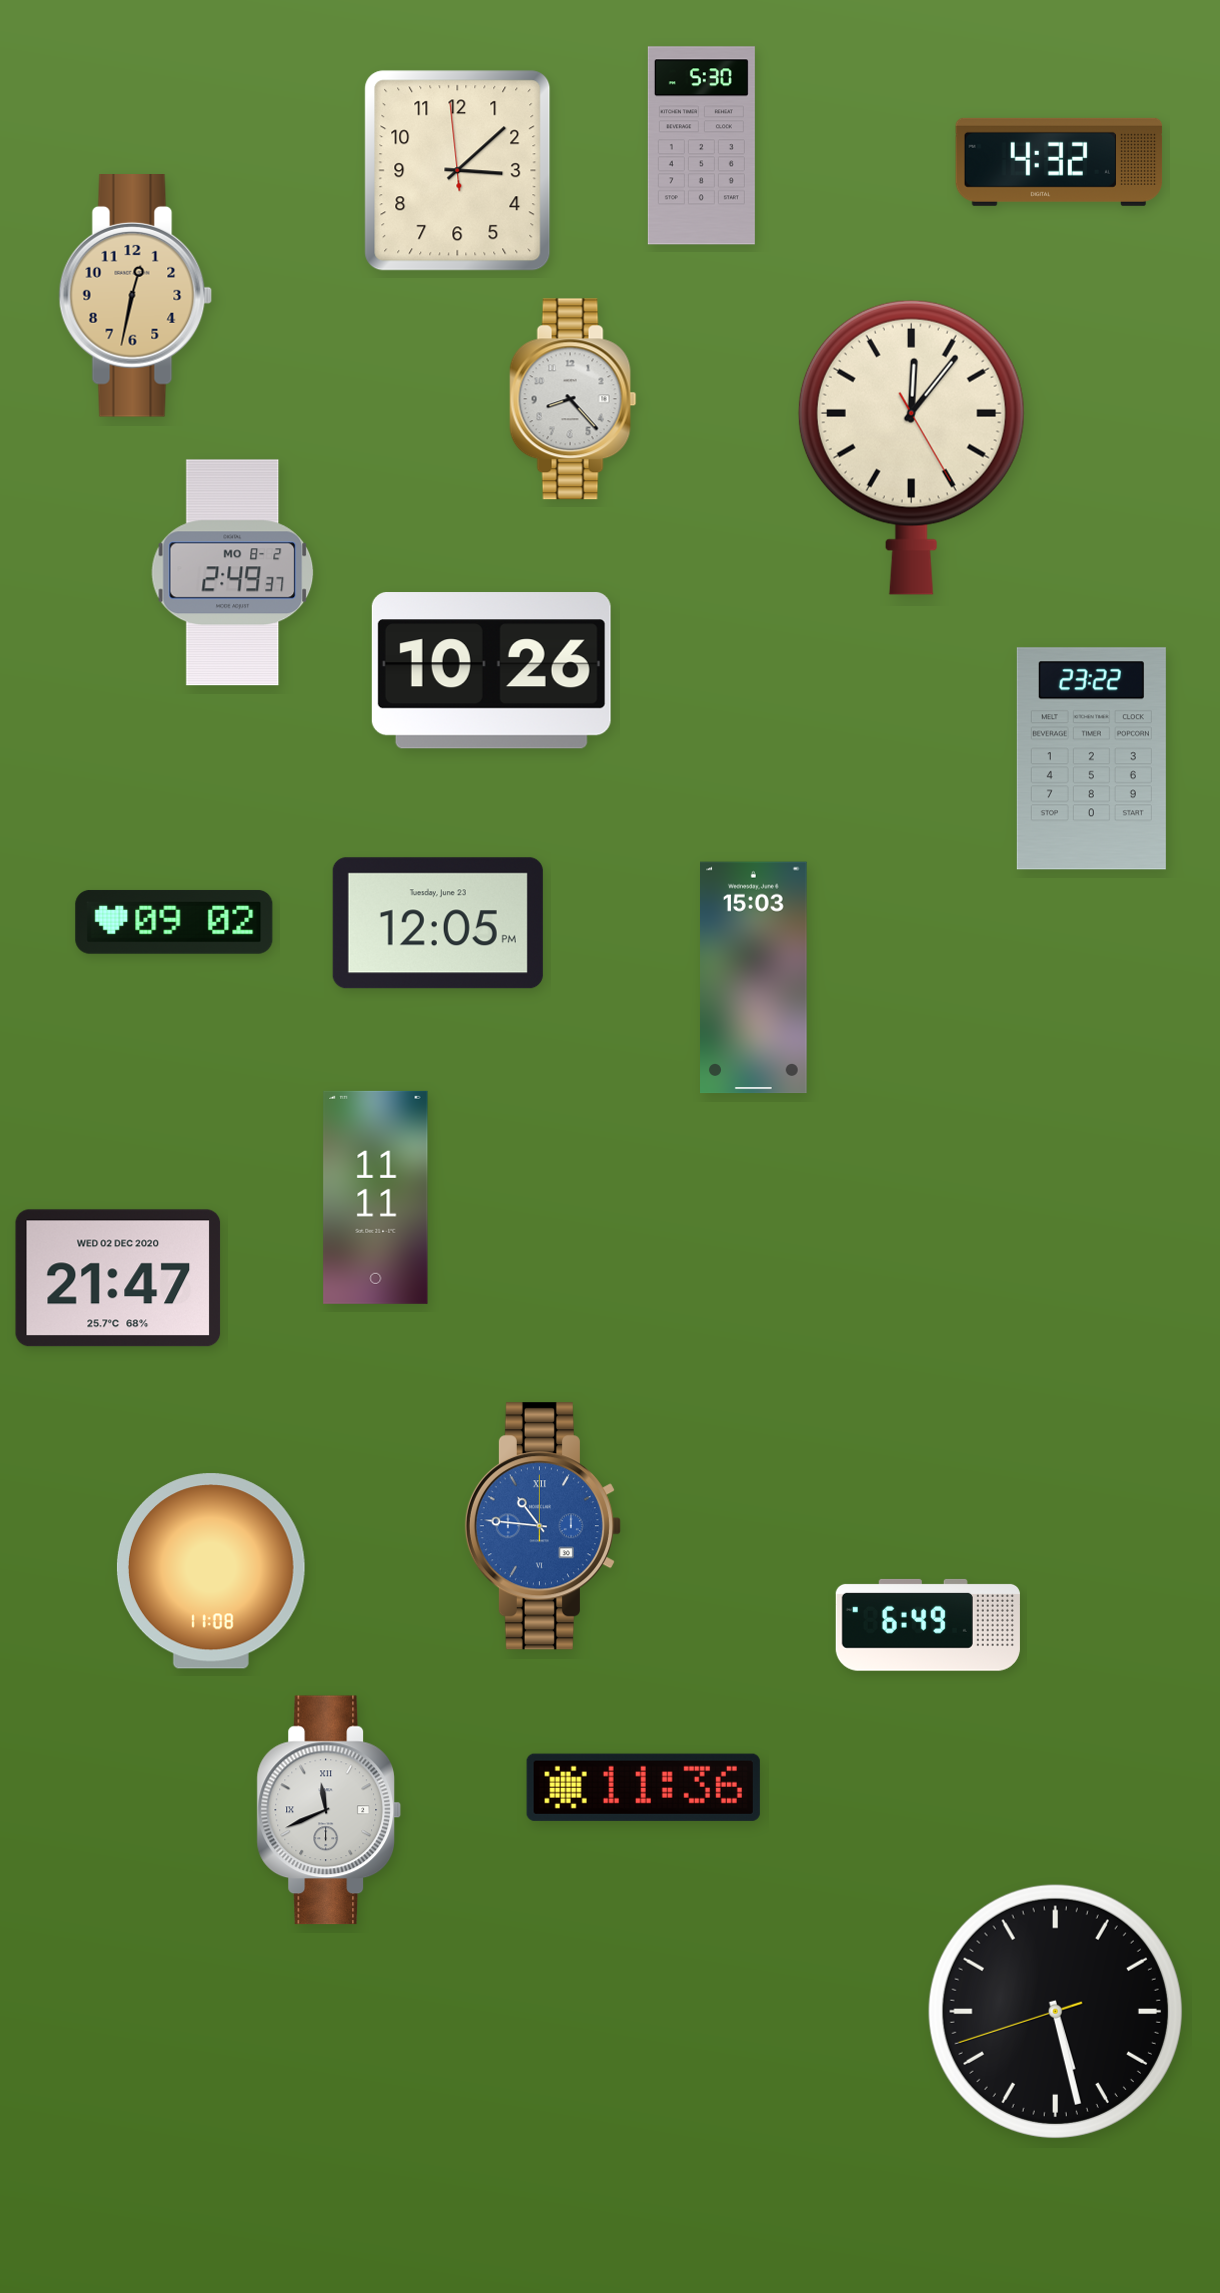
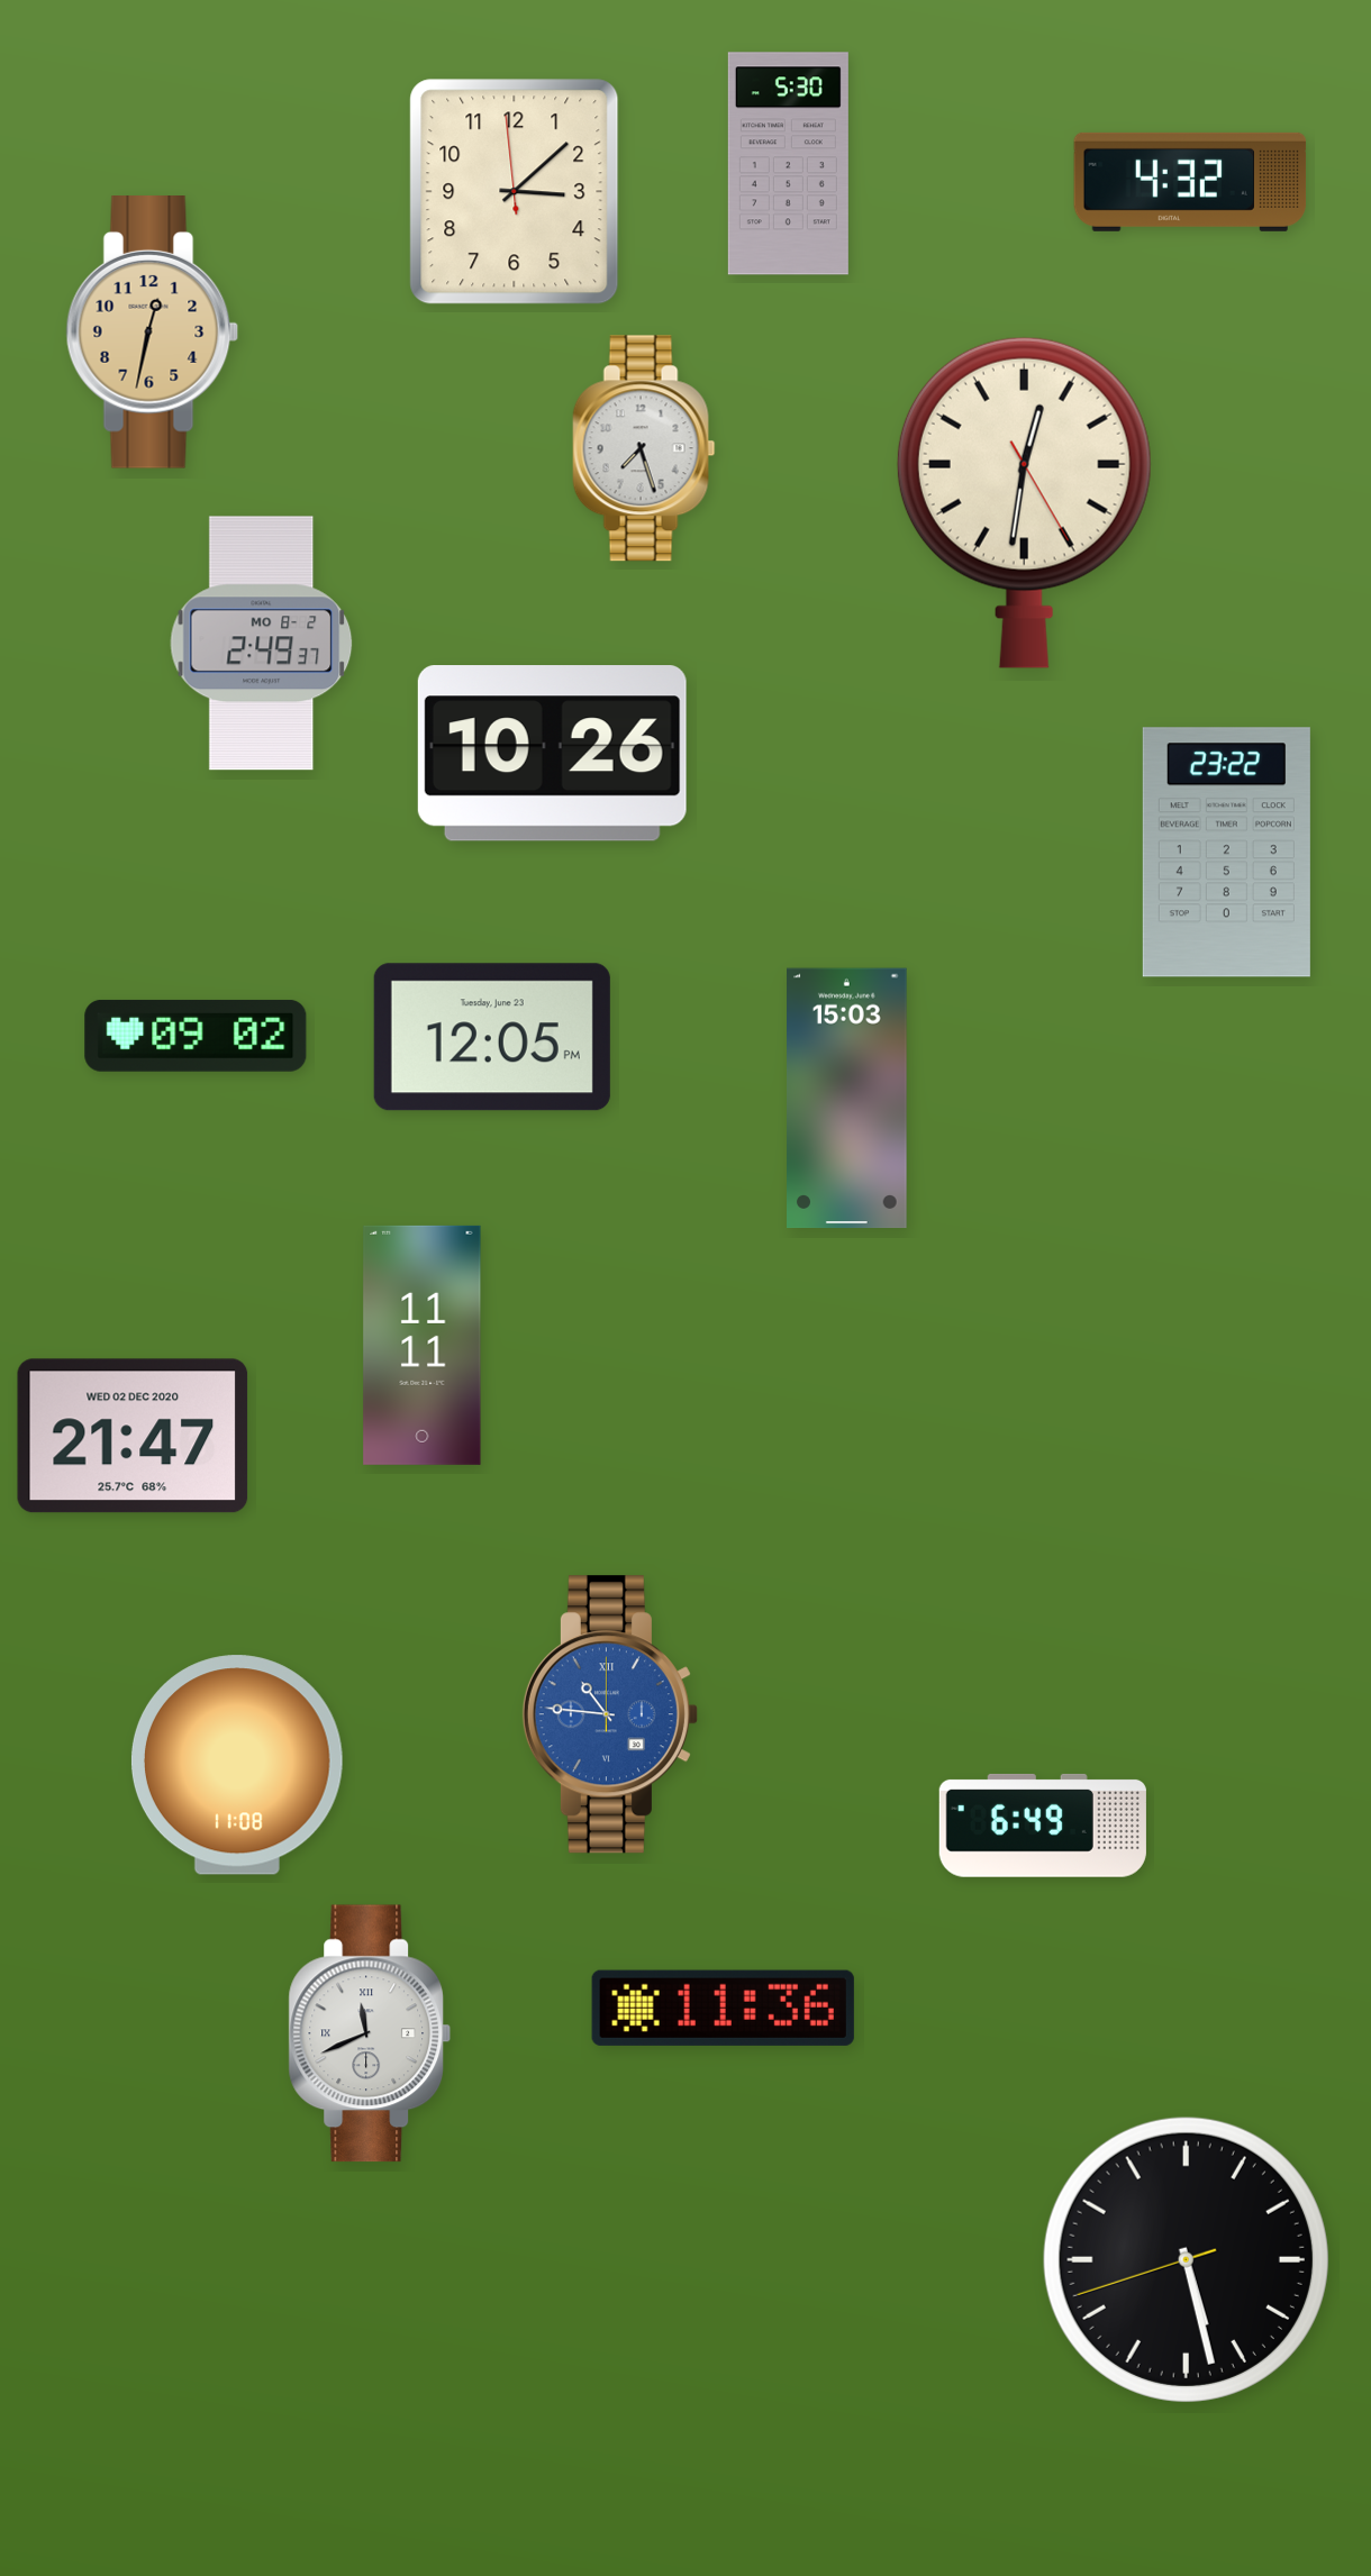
clock at (573, 399): 8:23 -> 7:27
clock at (911, 447): 12:06 -> 12:31
